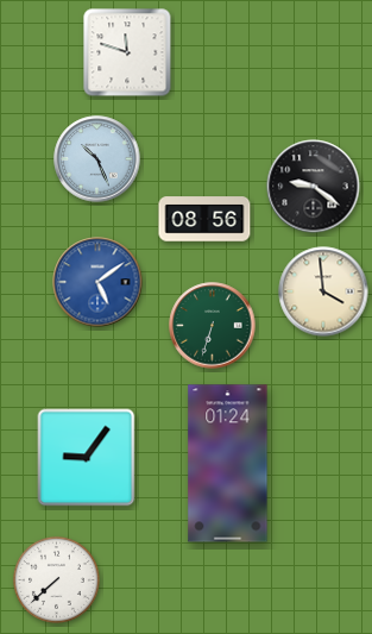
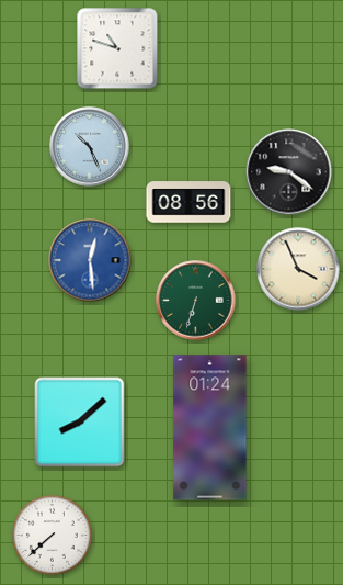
clock at (127, 52): 11:48 -> 10:48
clock at (97, 282): 5:09 -> 12:29
clock at (323, 291): 3:59 -> 3:56
clock at (87, 458): 9:06 -> 8:08
